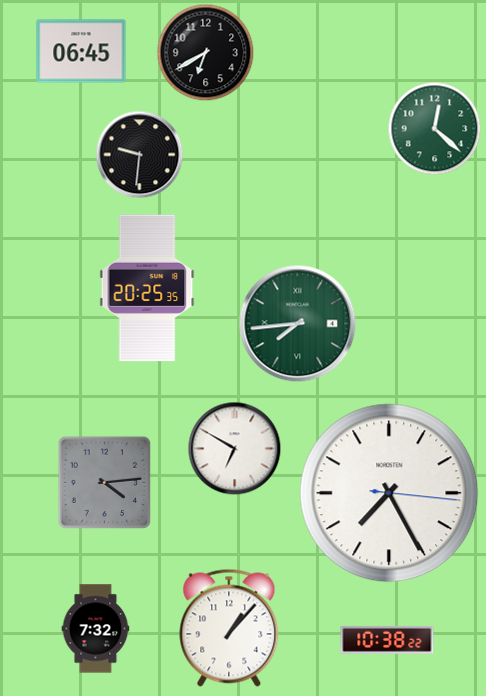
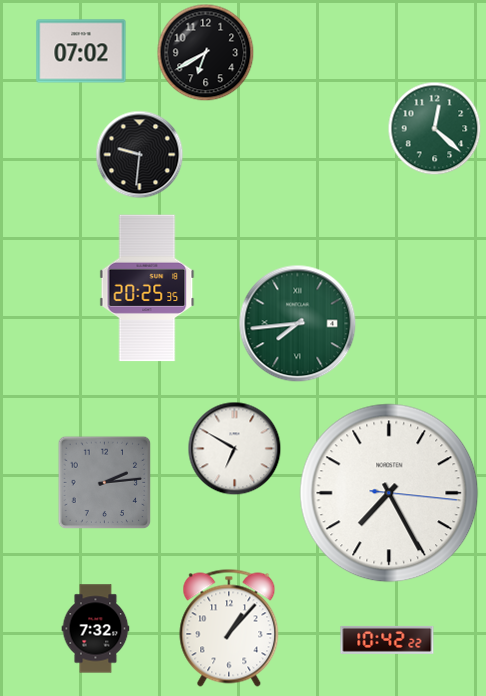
clock at (81, 51): 06:45 -> 07:02
clock at (105, 483): 4:14 -> 2:14
clock at (387, 640): 10:38 -> 10:42
